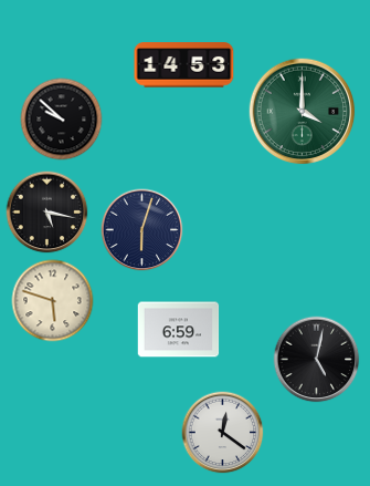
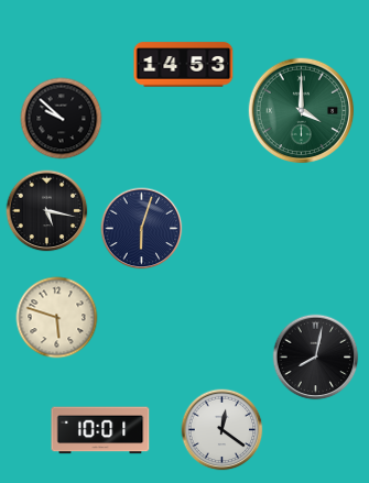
clock at (53, 301) position: (53, 301) -> (57, 318)
clock at (179, 330): 6:59 -> none
clock at (317, 360): 5:02 -> 8:02
clock at (100, 430): none -> 10:01
